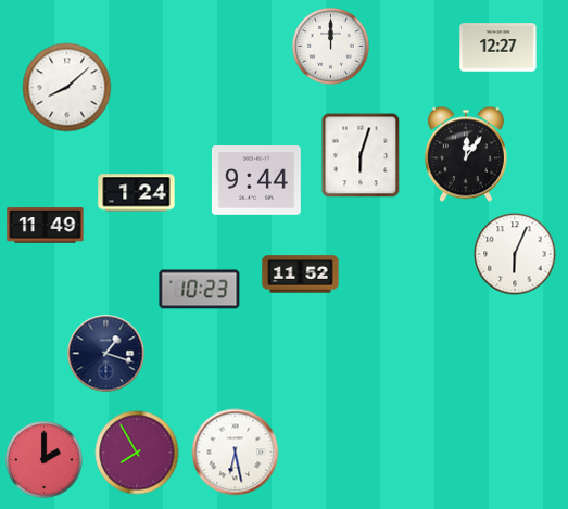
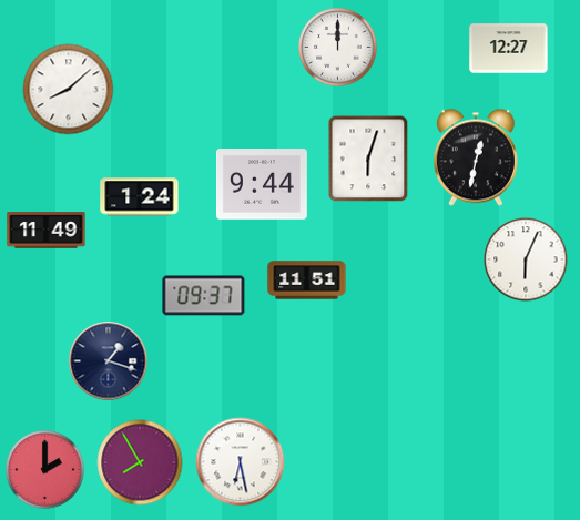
clock at (466, 154): 12:06 -> 12:32
clock at (301, 275): 11:52 -> 11:51
clock at (200, 290): 10:23 -> 09:37
